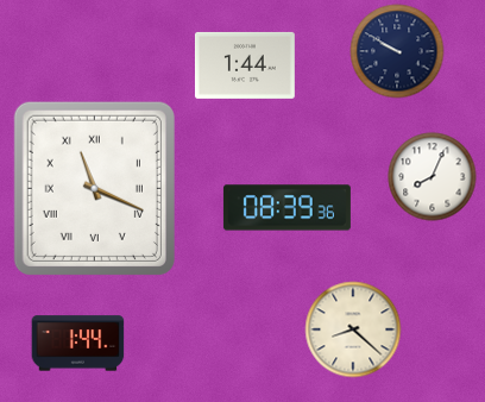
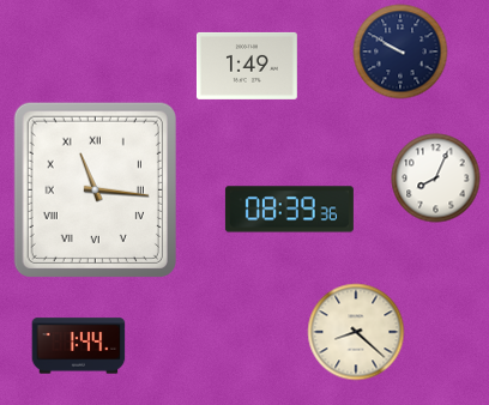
clock at (245, 65): 1:44 -> 1:49
clock at (94, 188): 11:19 -> 11:16
